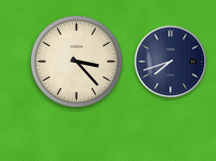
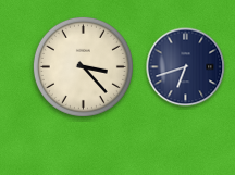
clock at (171, 62): 7:42 -> 6:42
